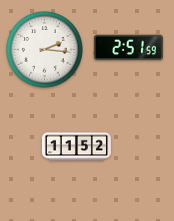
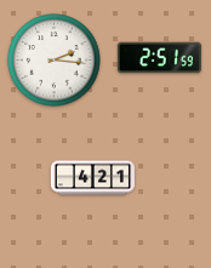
clock at (128, 48) position: (128, 48) -> (159, 58)
clock at (76, 147): 11:52 -> 4:21
